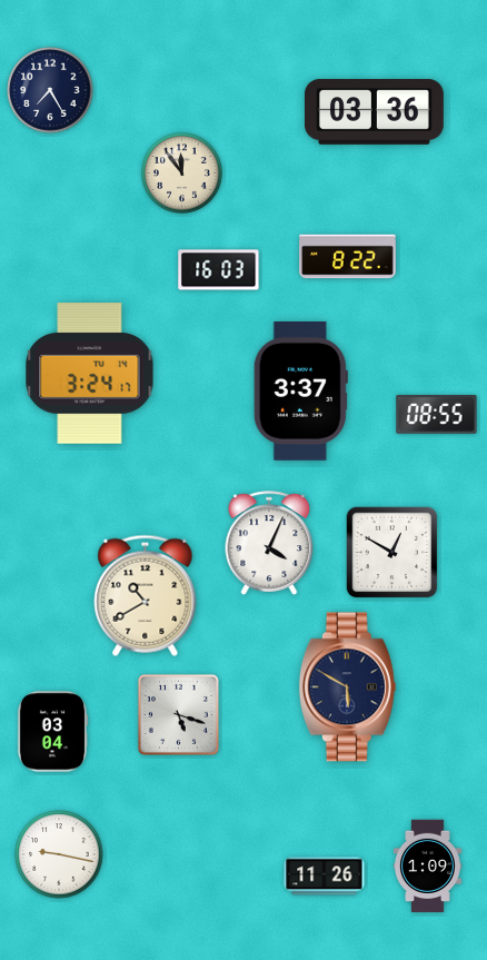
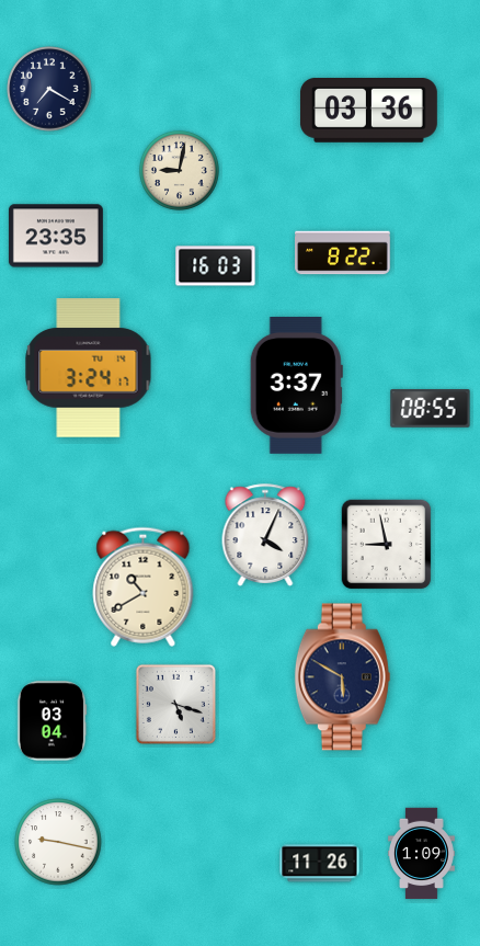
clock at (50, 90): 7:25 -> 7:20
clock at (182, 174): 11:54 -> 9:02
clock at (56, 236): none -> 23:35
clock at (392, 553): 12:50 -> 8:58
